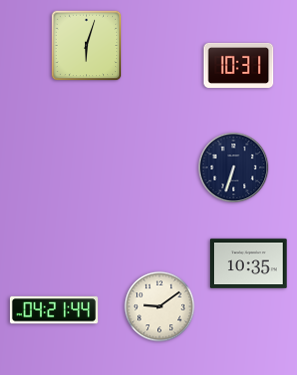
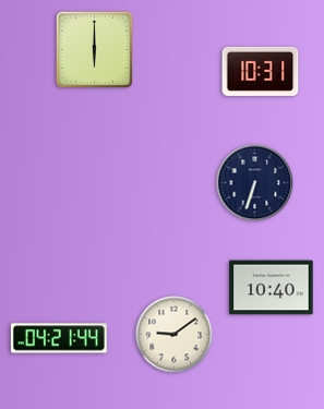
clock at (87, 46): 6:03 -> 6:00
clock at (249, 264): 10:35 -> 10:40
